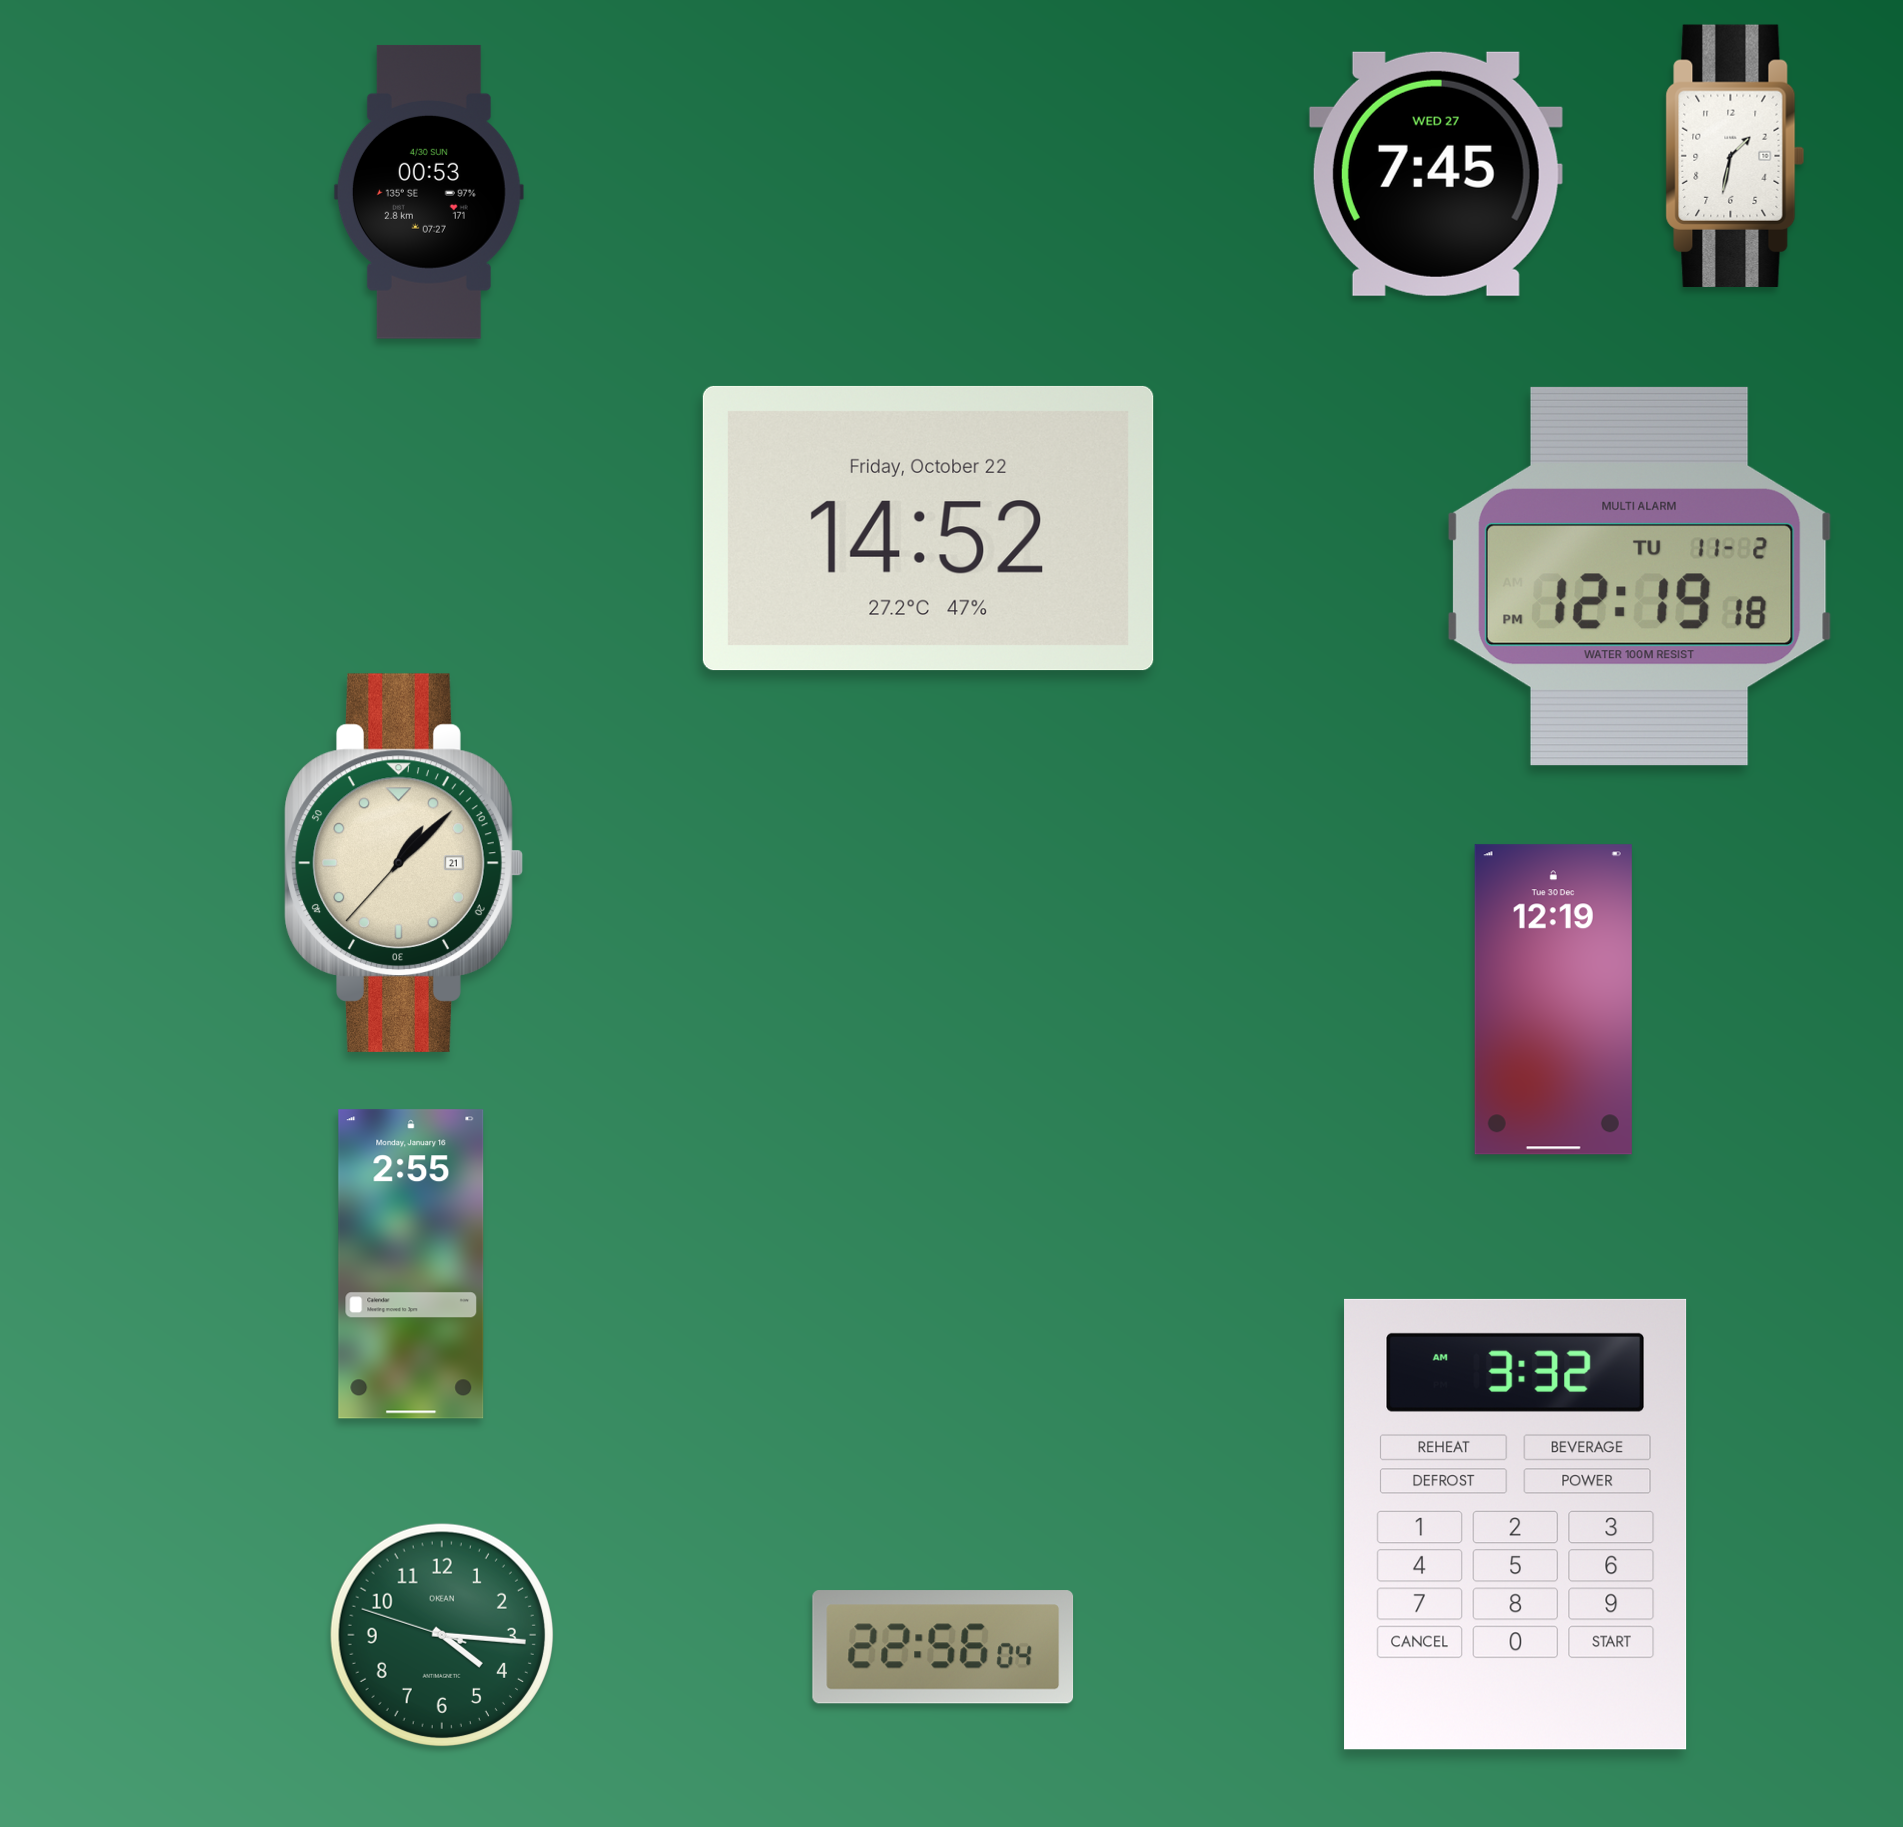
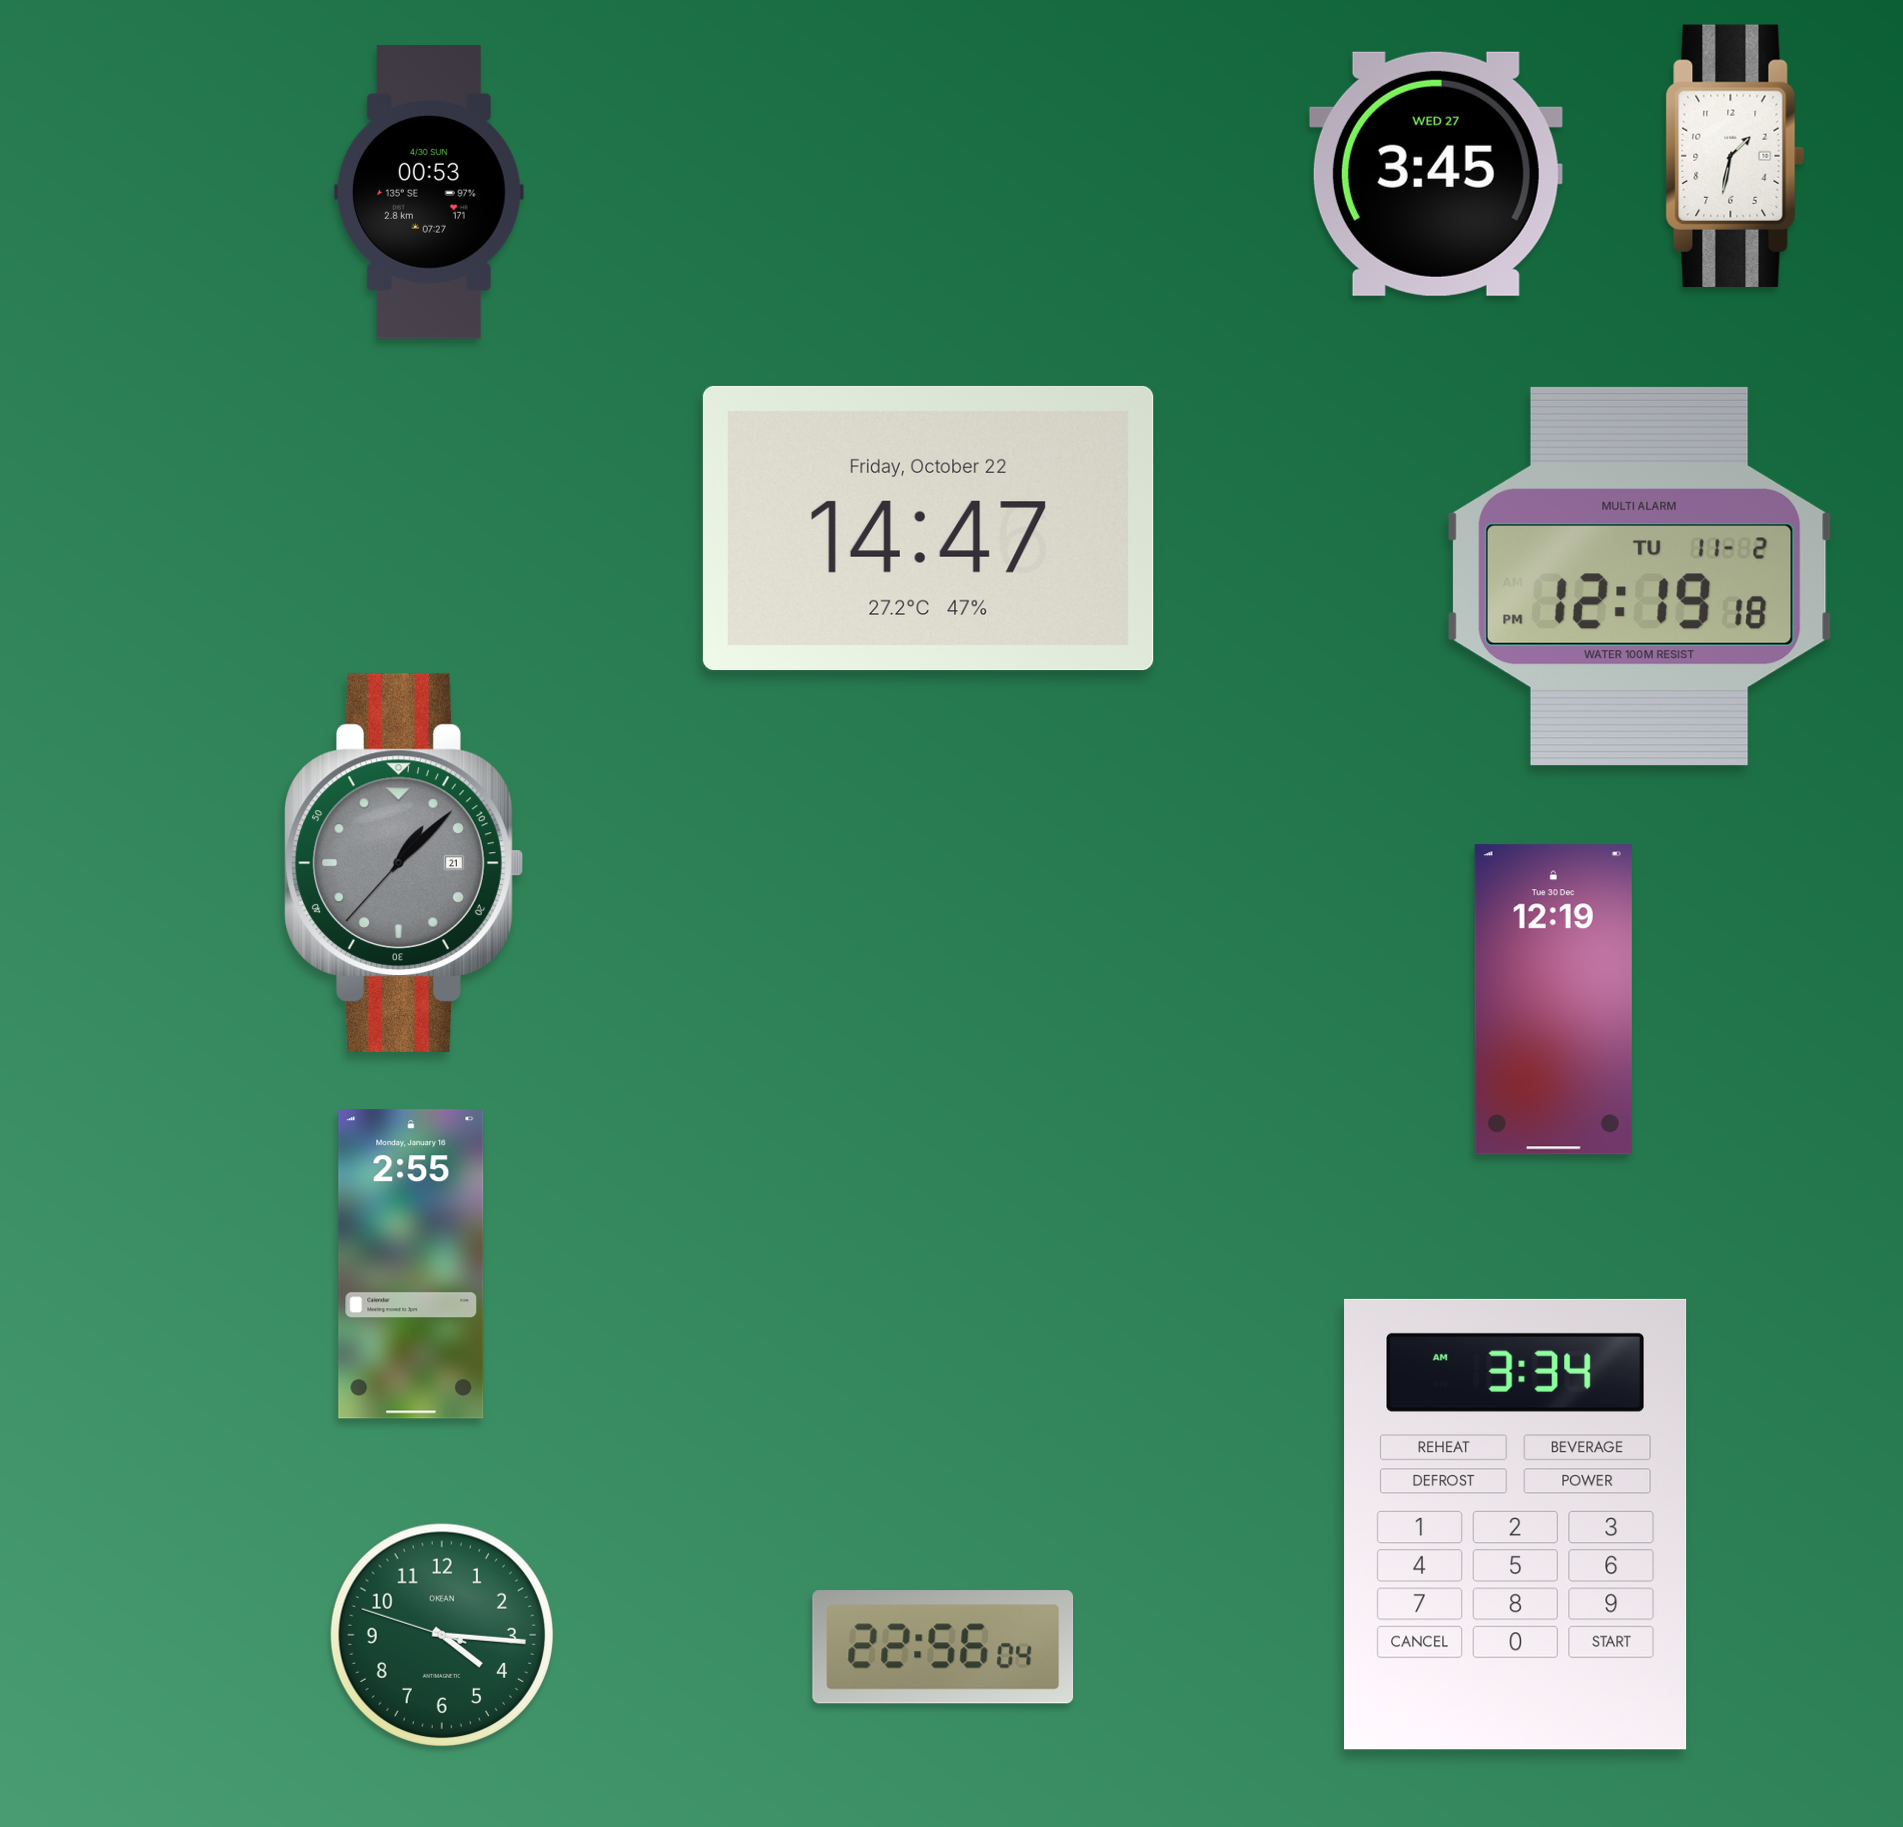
clock at (1436, 174): 7:45 -> 3:45
clock at (928, 528): 14:52 -> 14:47
clock at (404, 863) dial: cream -> grey
clock at (1516, 1524): 3:32 -> 3:34
